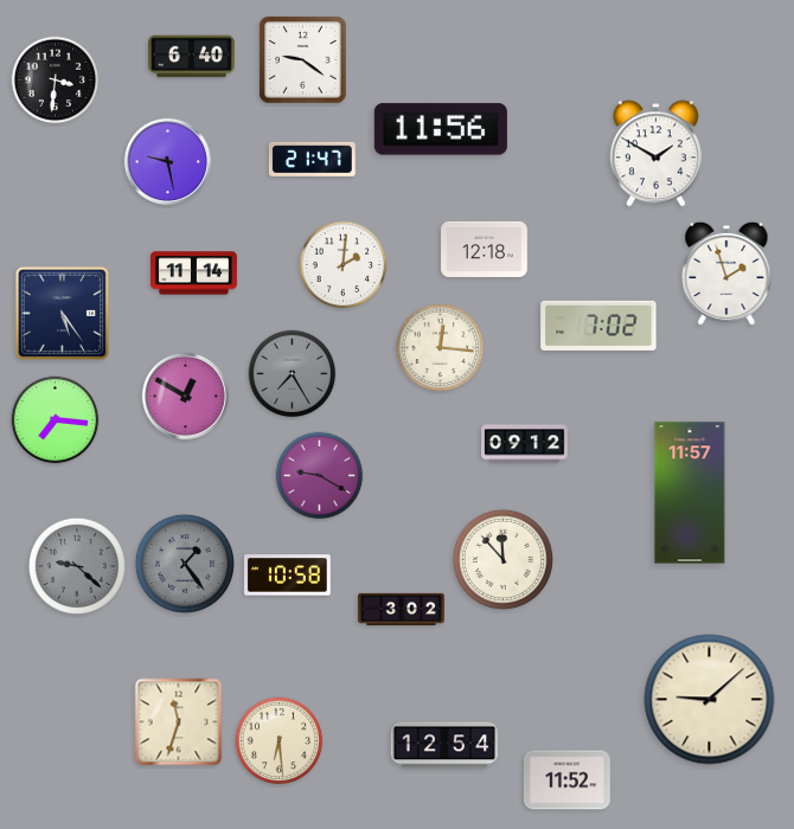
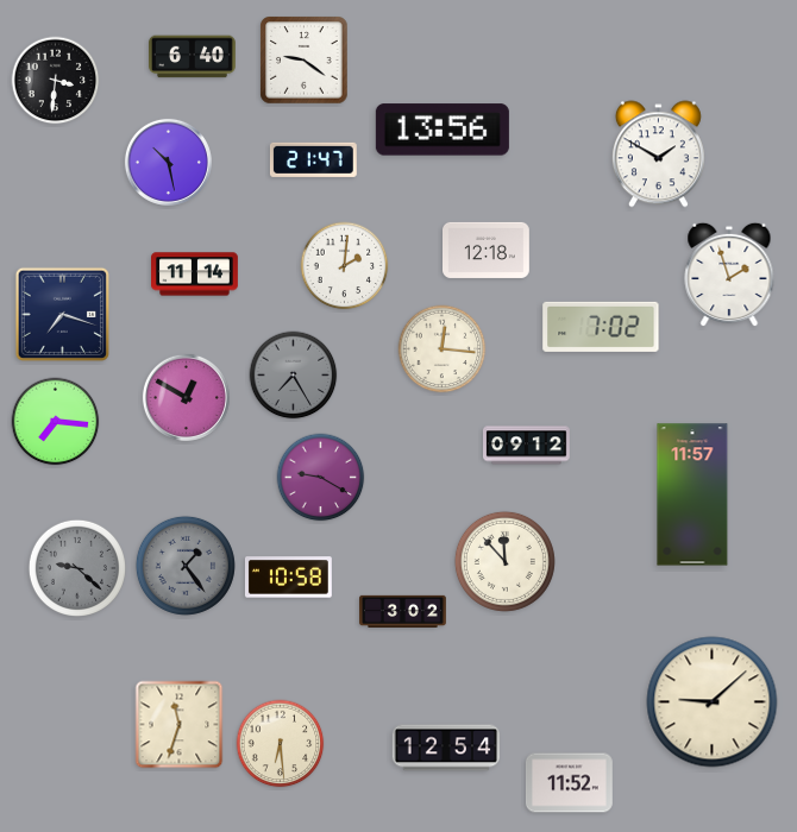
clock at (441, 129): 11:56 -> 13:56
clock at (167, 161): 9:28 -> 10:28
clock at (62, 313): 5:24 -> 7:18
